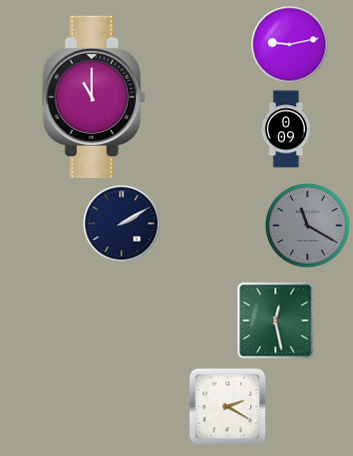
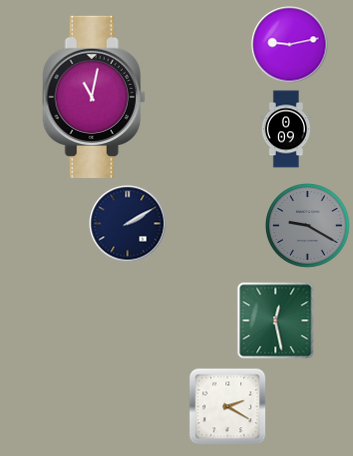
clock at (94, 96): 11:00 -> 11:02
clock at (122, 224) position: (122, 224) -> (128, 224)
clock at (308, 226): 11:20 -> 9:20
